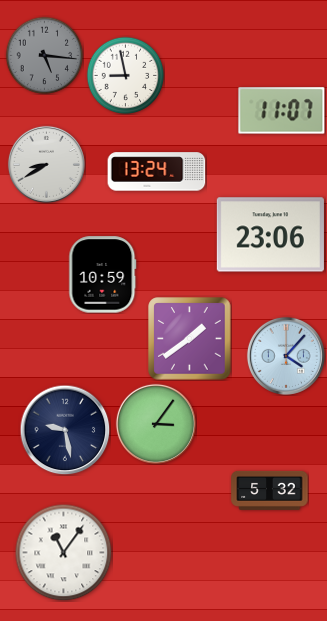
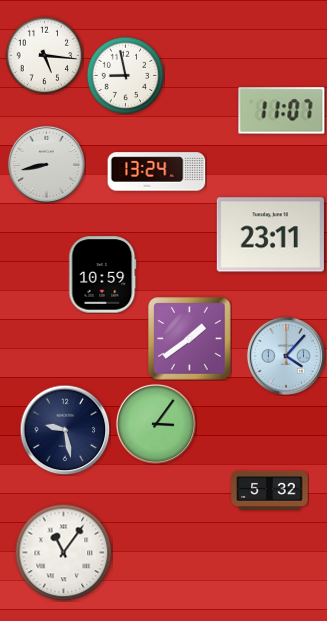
clock at (44, 55) dial: grey -> white
clock at (46, 164): 8:40 -> 8:43
clock at (270, 235): 23:06 -> 23:11
